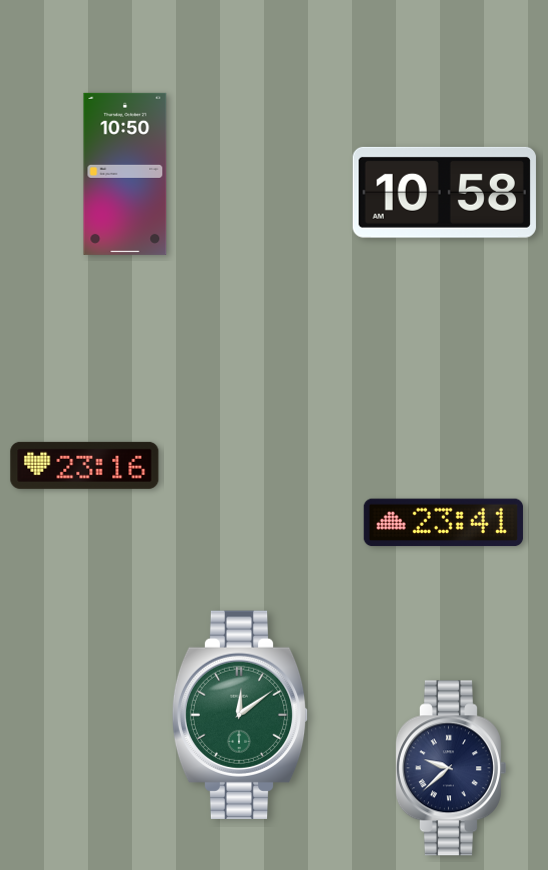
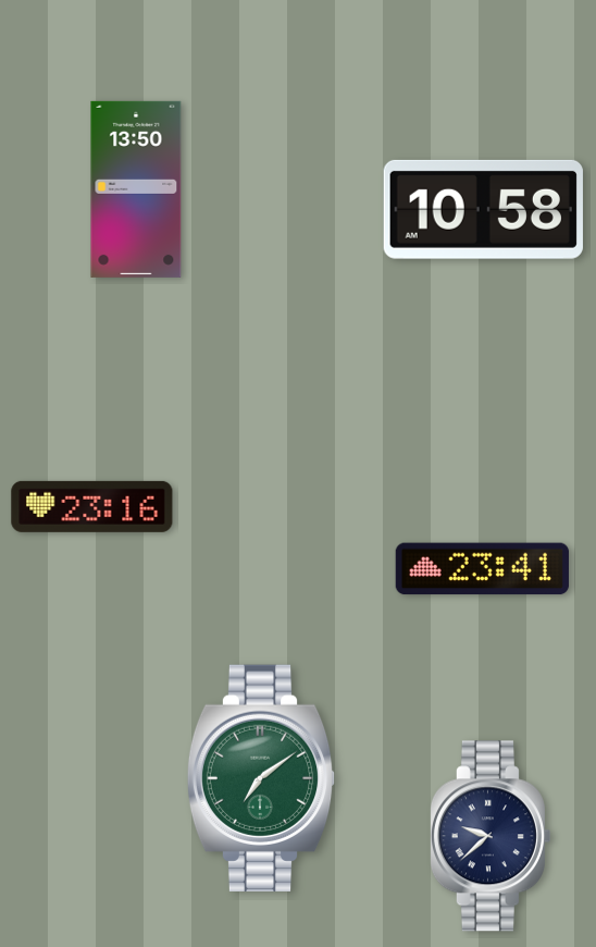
clock at (125, 174): 10:50 -> 13:50
clock at (240, 715): 12:09 -> 7:09
